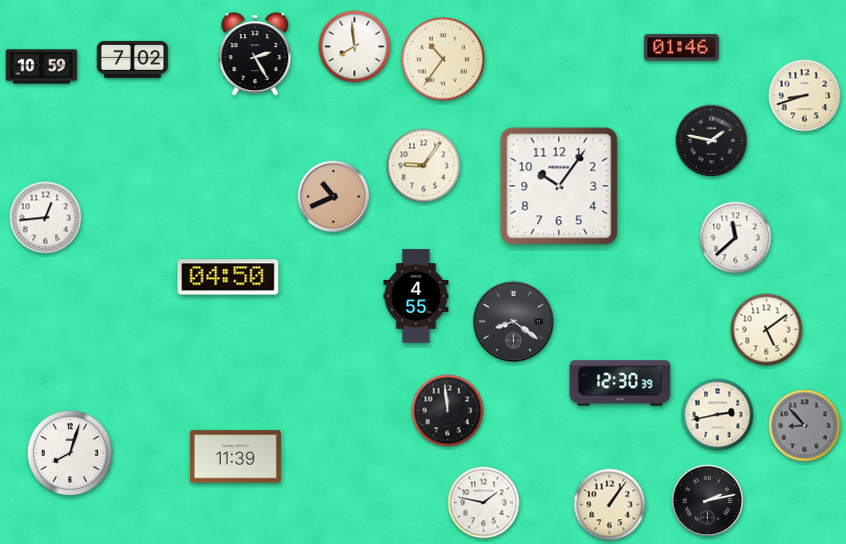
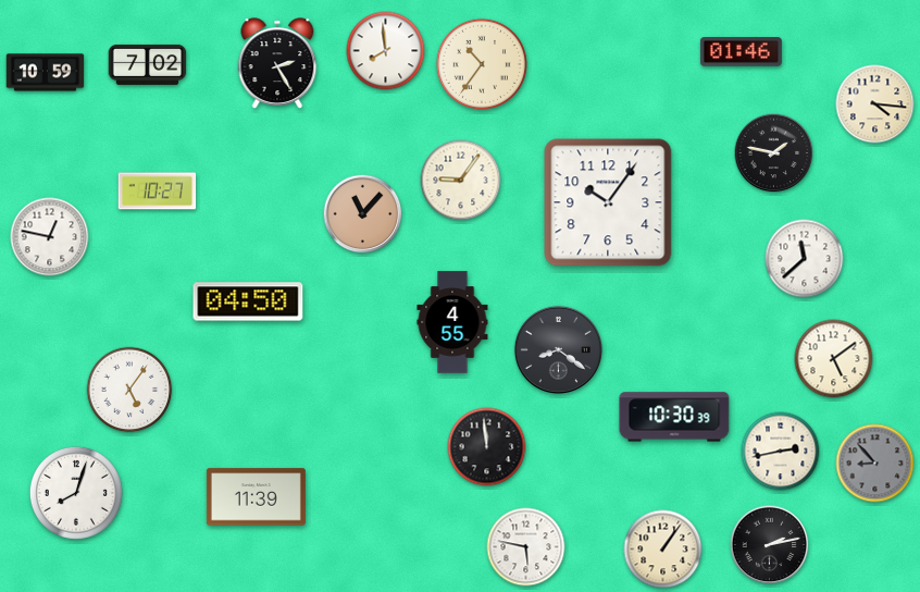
clock at (255, 54) position: (255, 54) -> (277, 63)
clock at (133, 59) position: (133, 59) -> (148, 64)
clock at (805, 96): 8:42 -> 4:16
clock at (158, 192): none -> 10:27
clock at (334, 197): 10:41 -> 11:07
clock at (46, 218): 12:44 -> 12:47
clock at (736, 238) position: (736, 238) -> (805, 259)
clock at (129, 390): none -> 5:06
clock at (620, 383): 12:30 -> 10:30
clock at (484, 503): 1:47 -> 5:47
